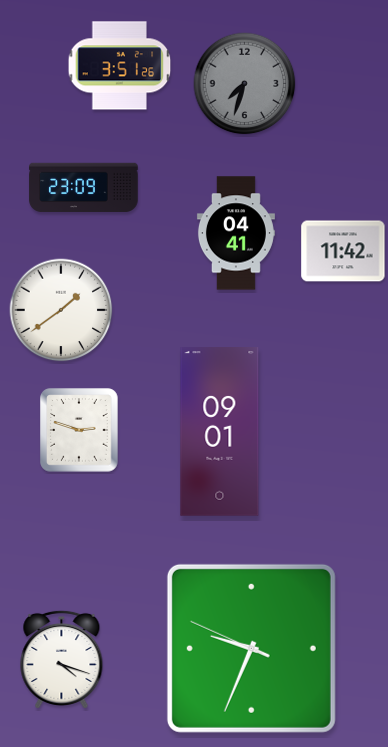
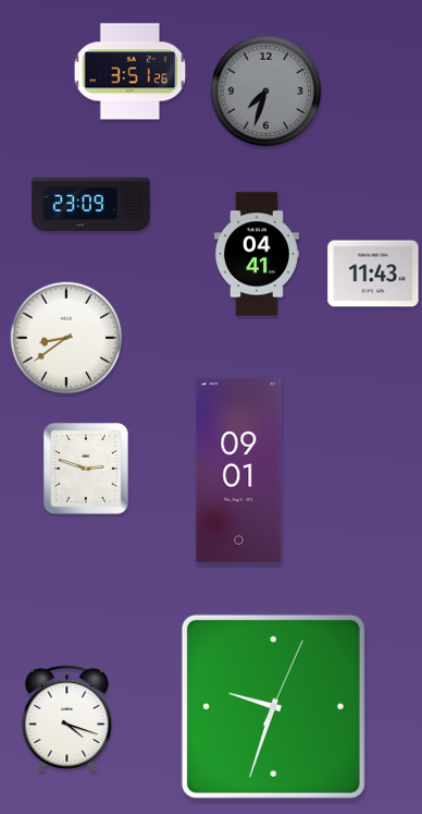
clock at (343, 251): 11:42 -> 11:43
clock at (61, 310): 1:39 -> 8:39
clock at (251, 648): 9:33:49 -> 9:33:04
